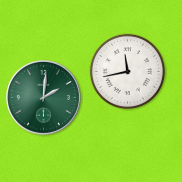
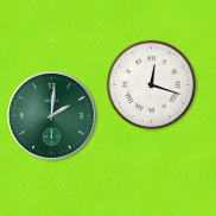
clock at (127, 71): 11:43 -> 12:18
